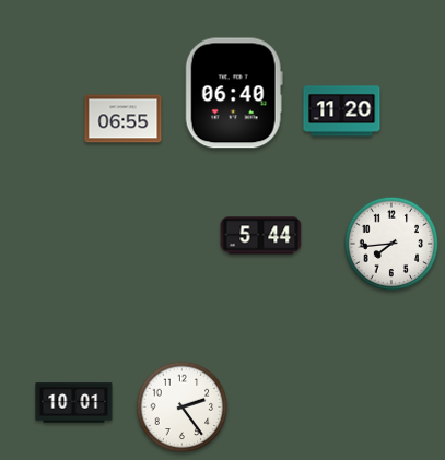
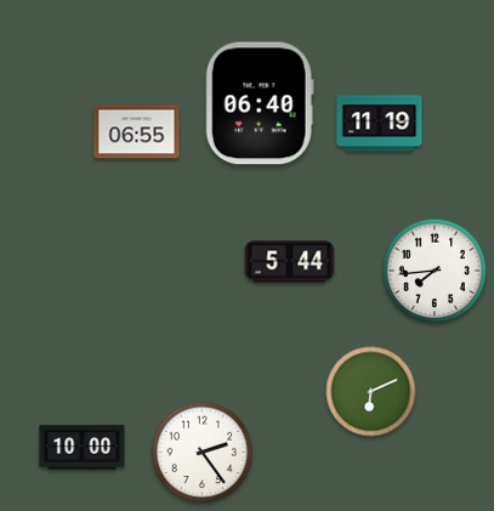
clock at (342, 111): 11:20 -> 11:19
clock at (371, 392): none -> 6:11
clock at (74, 403): 10:01 -> 10:00
